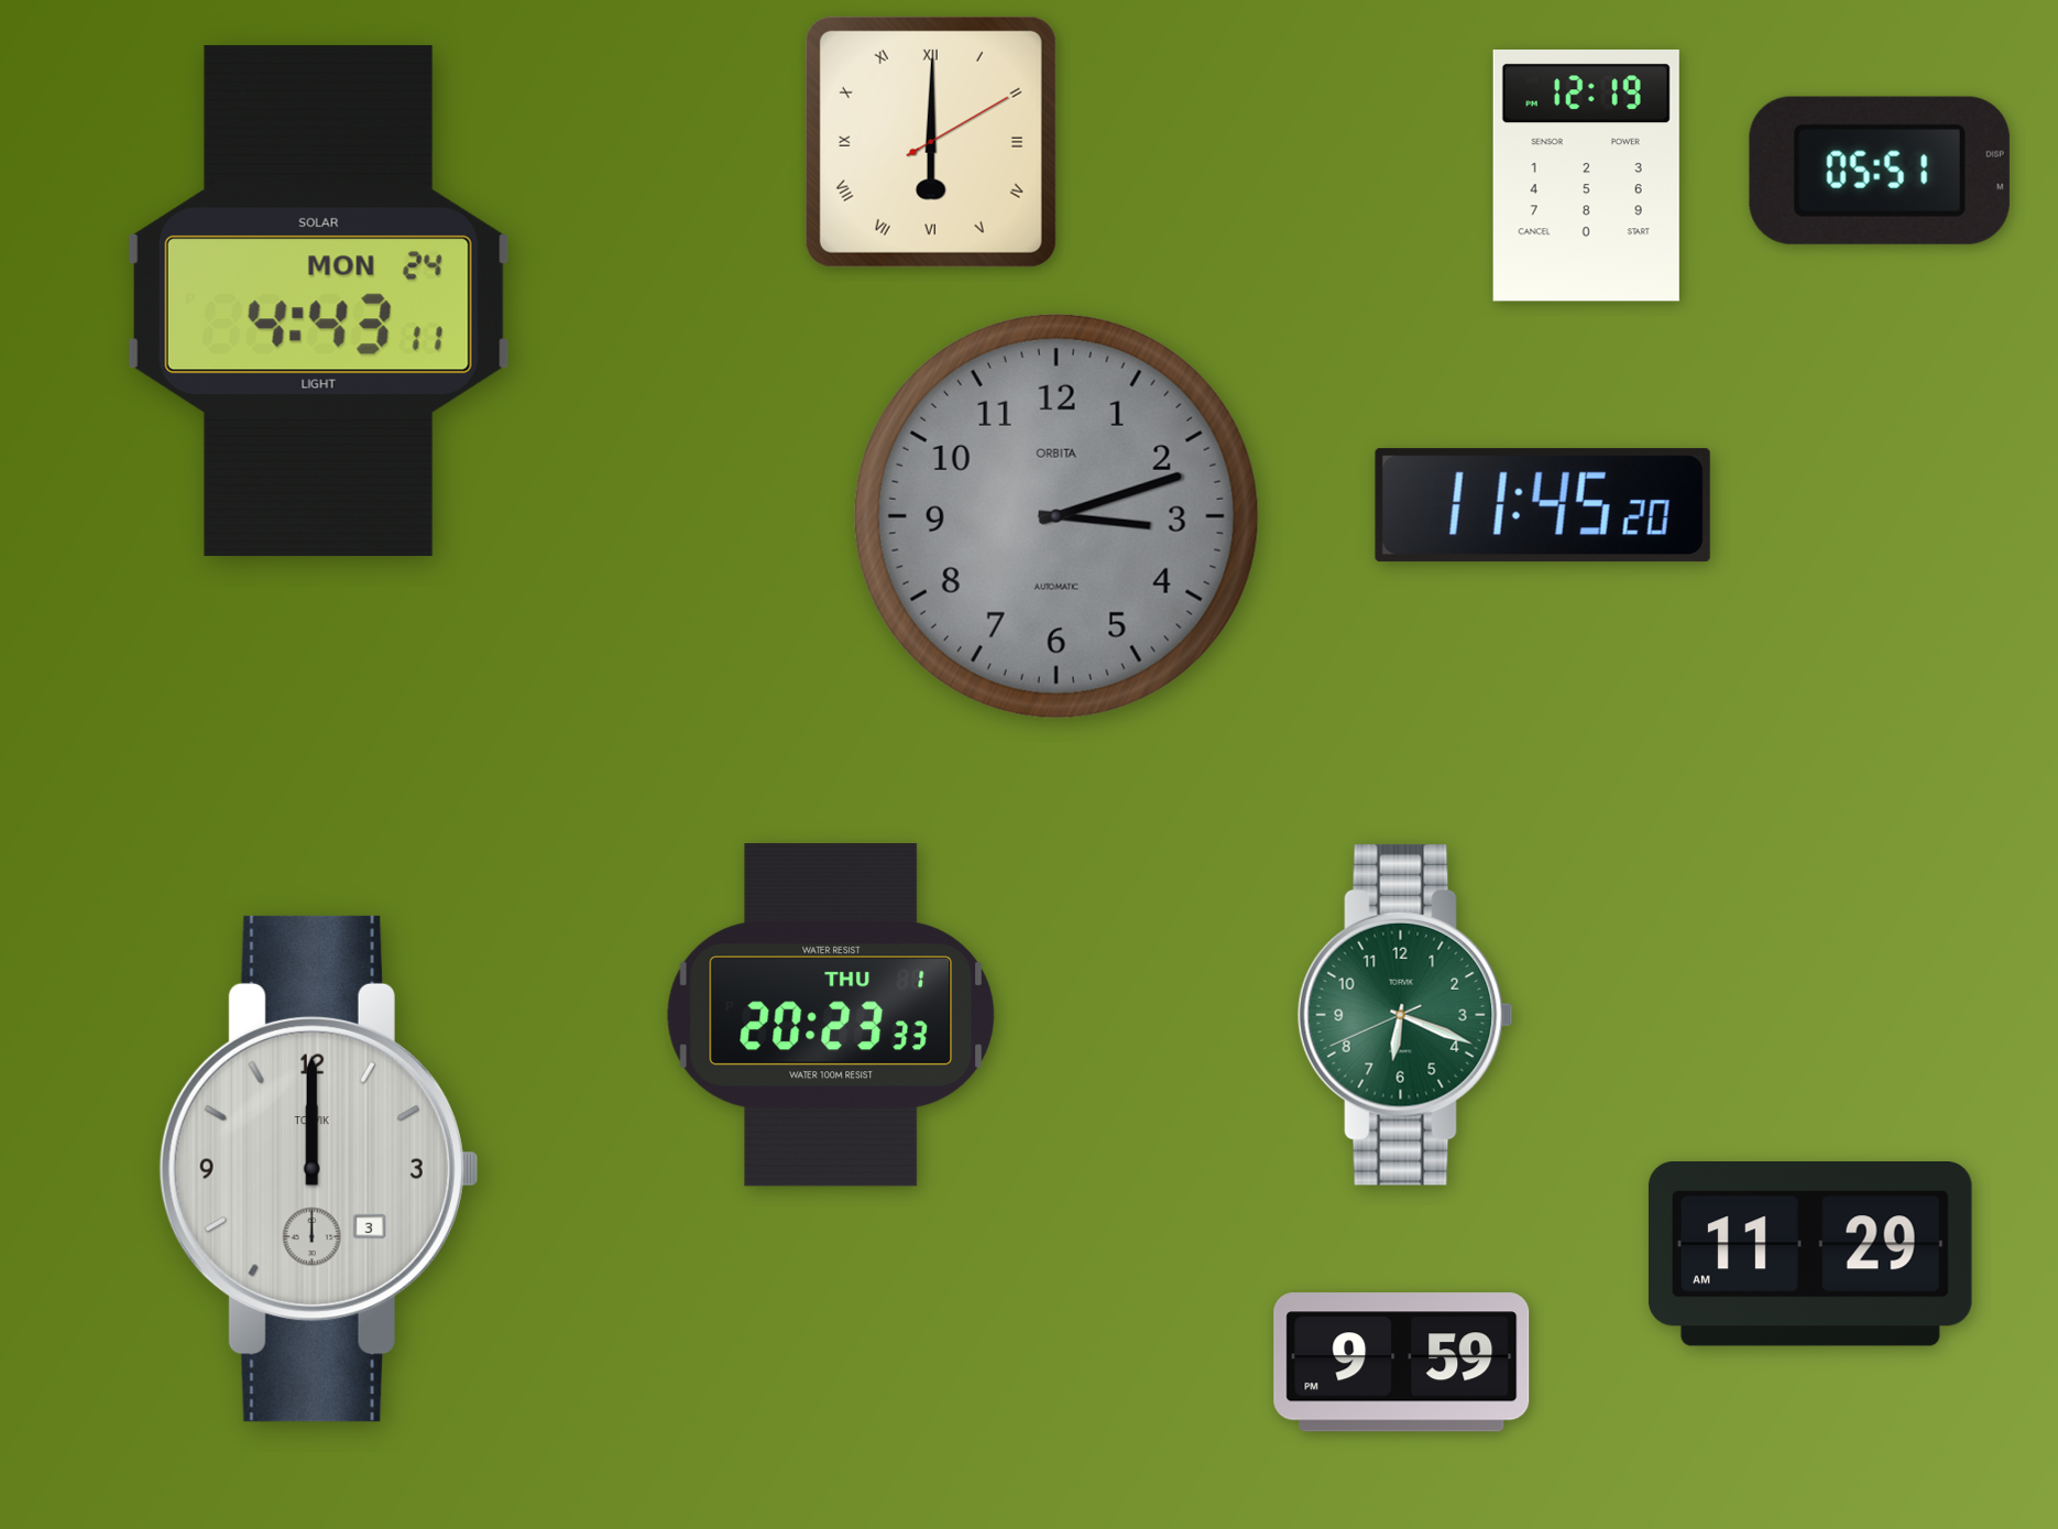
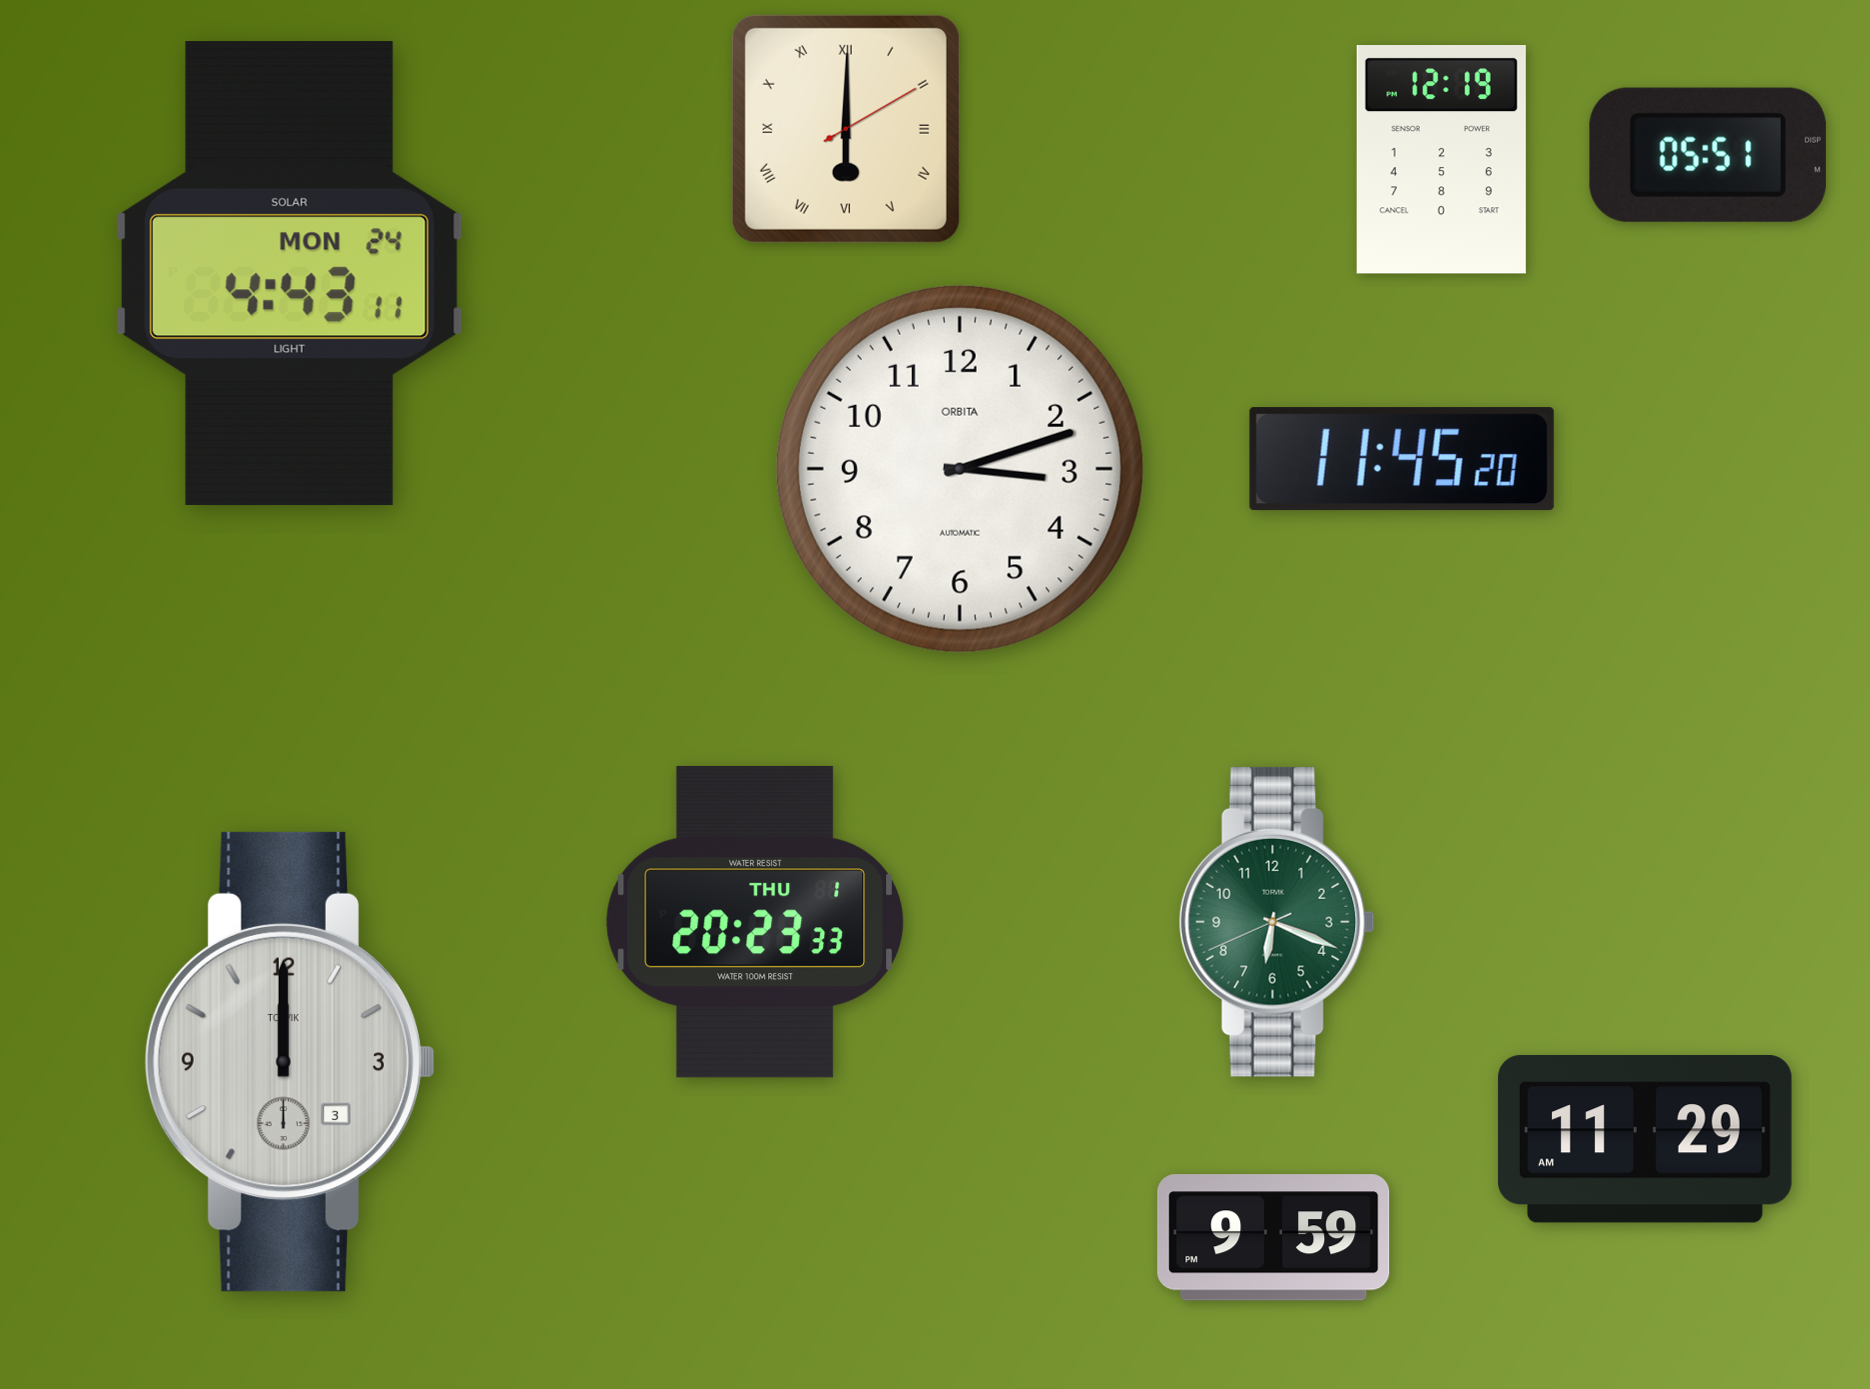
clock at (1057, 516) dial: grey -> white
